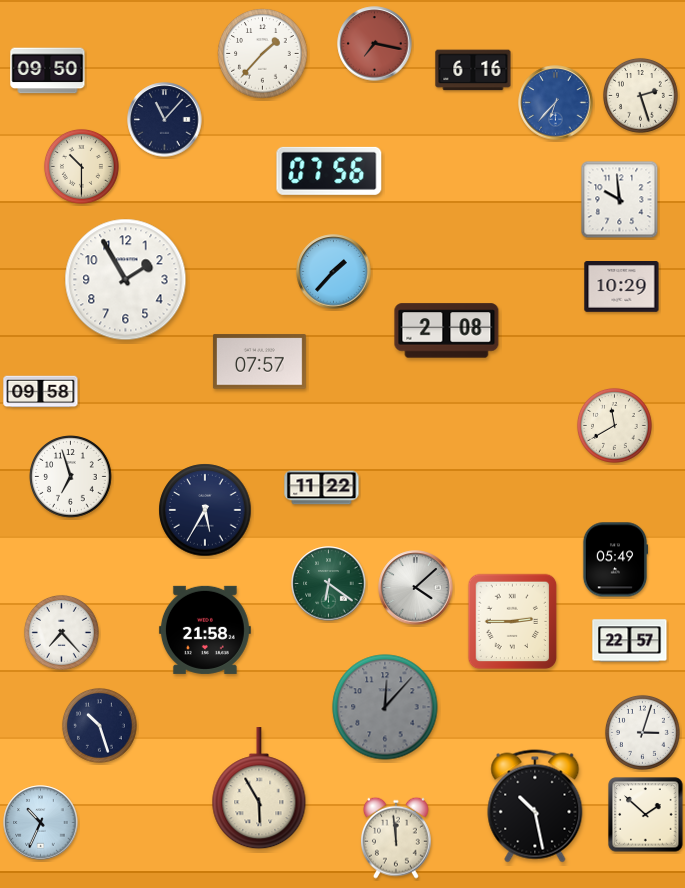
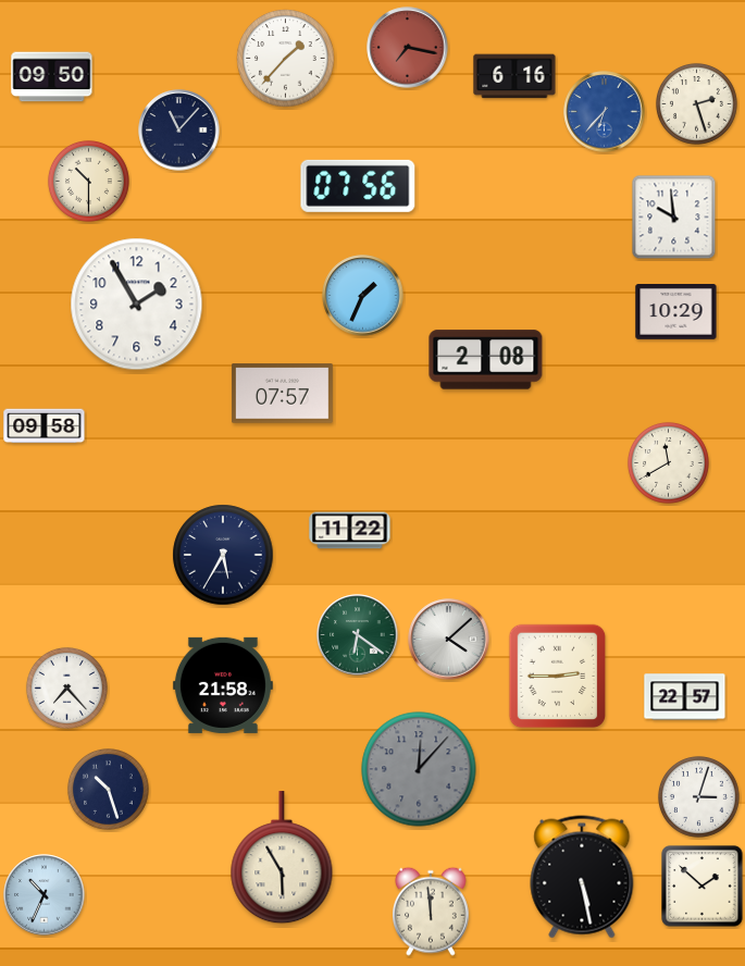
clock at (334, 272): 1:37 -> 1:34
clock at (71, 477): 6:57 -> none
clock at (615, 560): 05:49 -> none
clock at (416, 588) position: (416, 588) -> (449, 640)
clock at (535, 806): 10:28 -> 5:28
